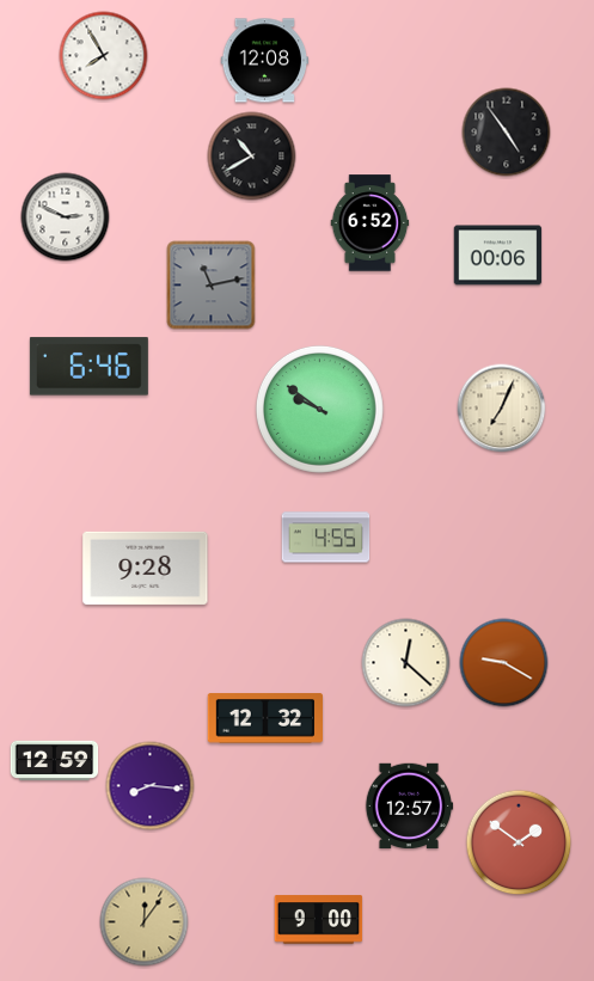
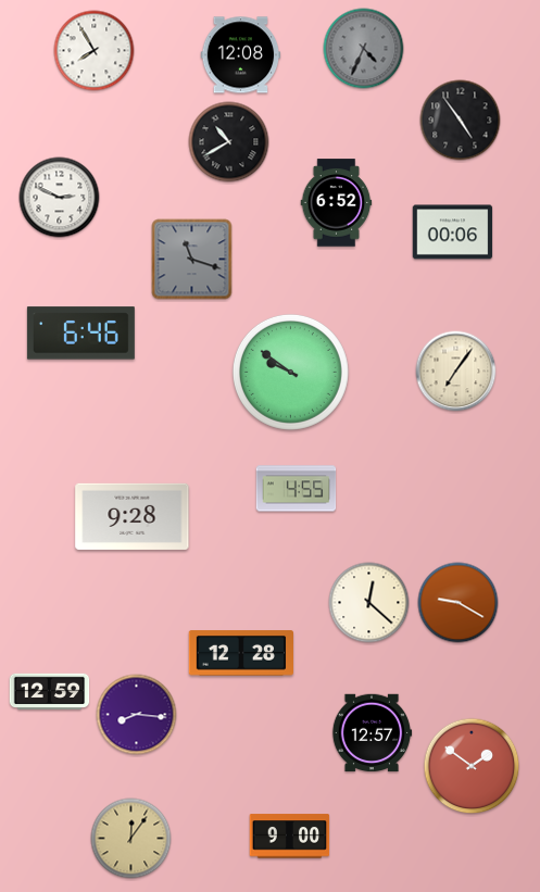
clock at (364, 49): none -> 4:34
clock at (212, 286): 11:13 -> 11:18
clock at (502, 409): 7:04 -> 7:06
clock at (264, 718): 12:32 -> 12:28
